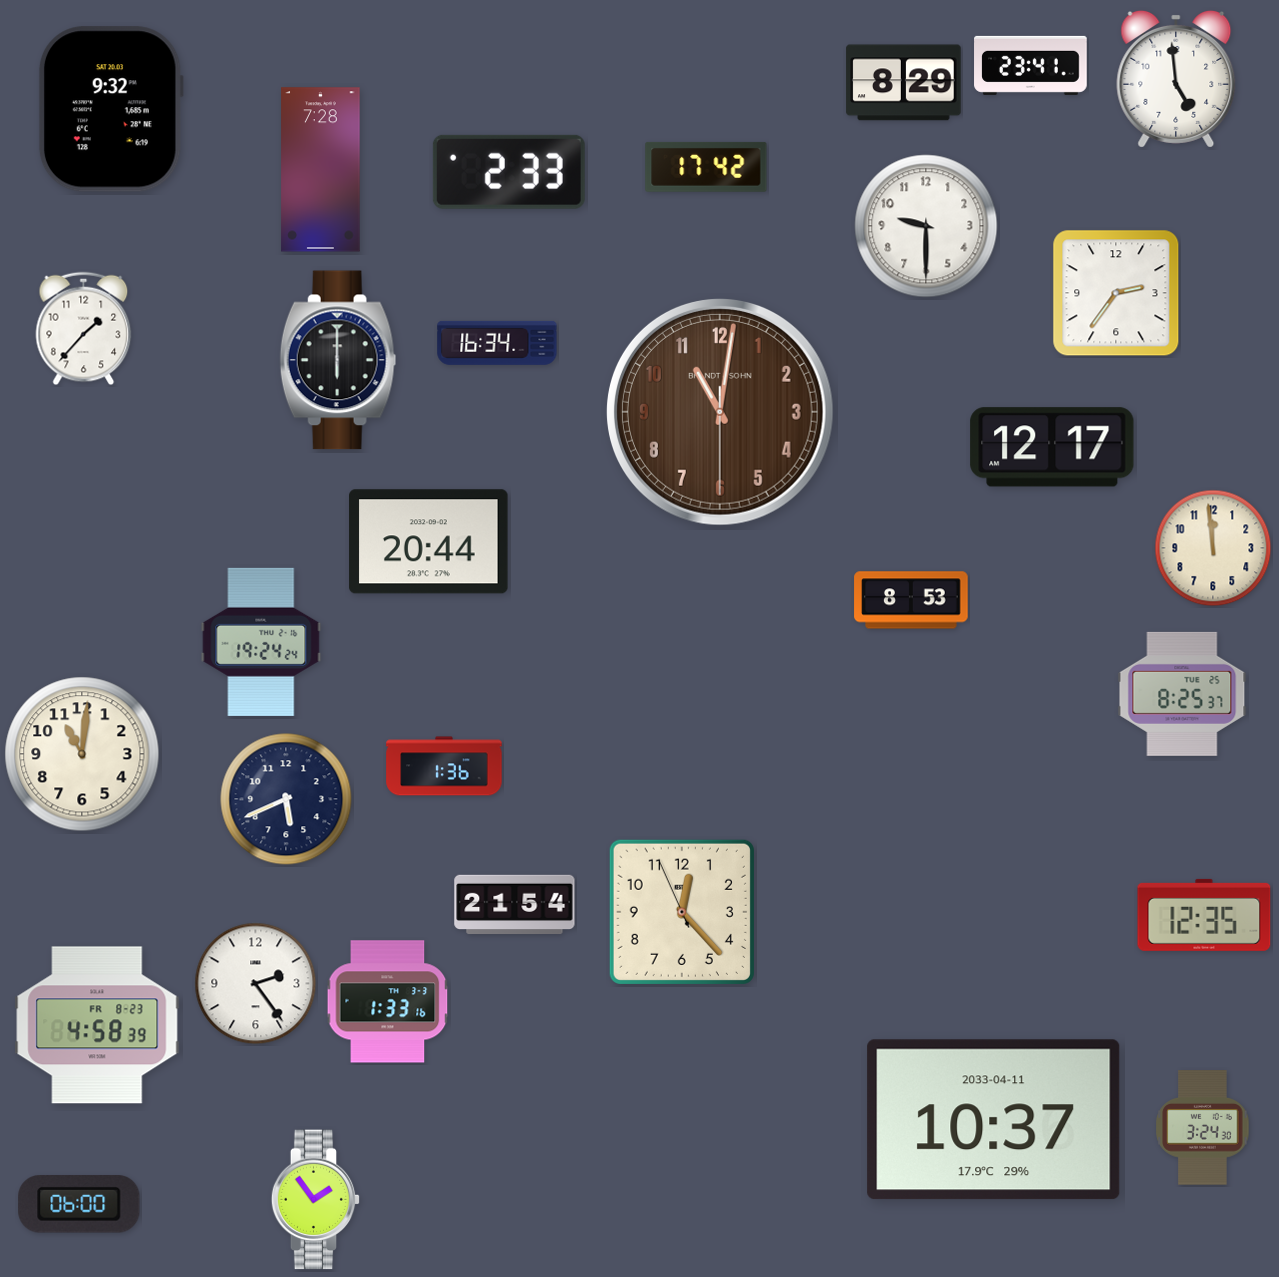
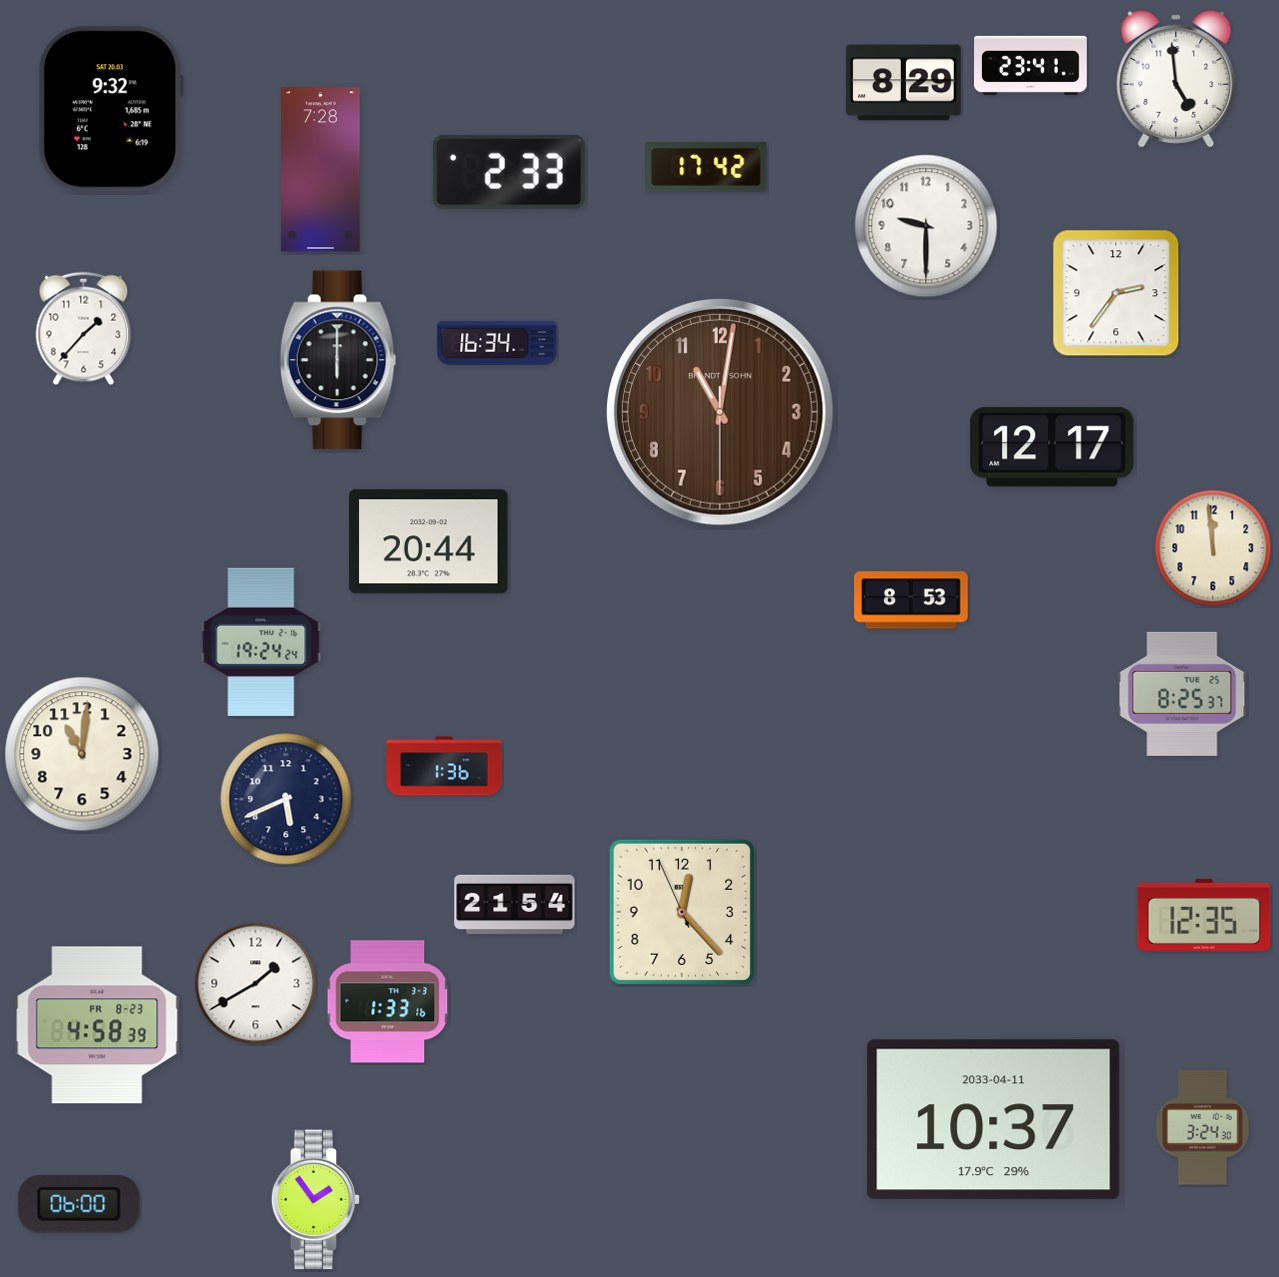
clock at (256, 984): 2:24 -> 1:40
